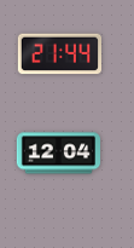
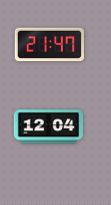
clock at (59, 54): 21:44 -> 21:47
